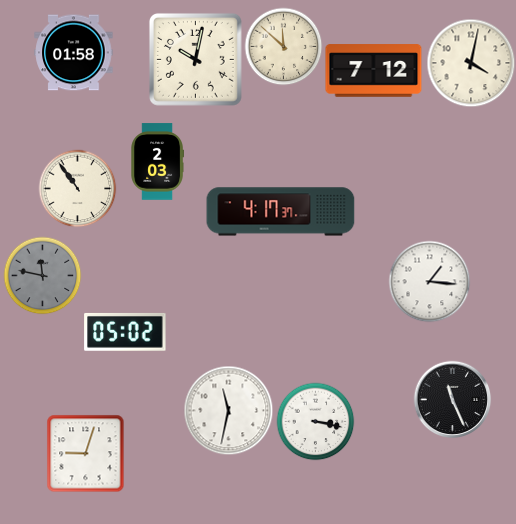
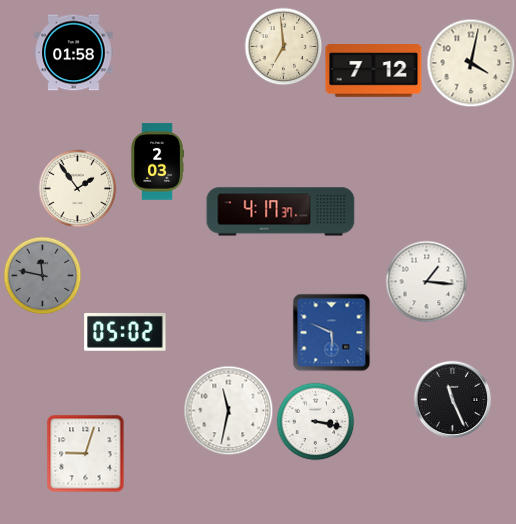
clock at (283, 46): 11:52 -> 6:59
clock at (195, 59): 10:02 -> none
clock at (77, 188): 10:54 -> 1:54
clock at (429, 281) position: (429, 281) -> (426, 281)
clock at (331, 332): none -> 5:49
